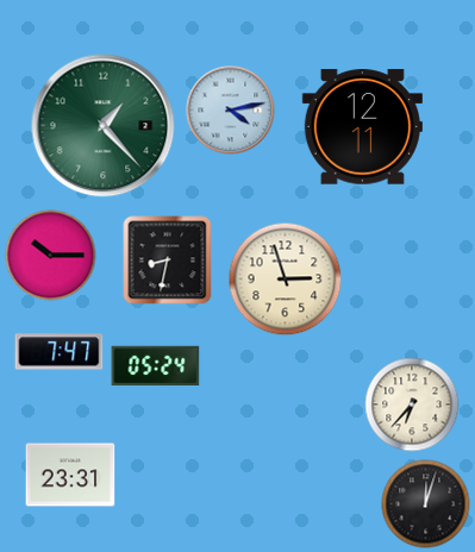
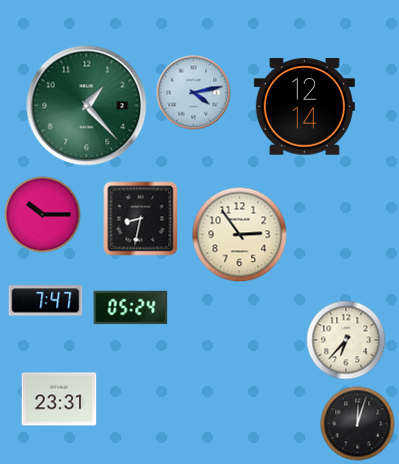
clock at (362, 127): 12:11 -> 12:14
clock at (286, 280): 2:57 -> 2:54
clock at (60, 352) position: (60, 352) -> (46, 301)
